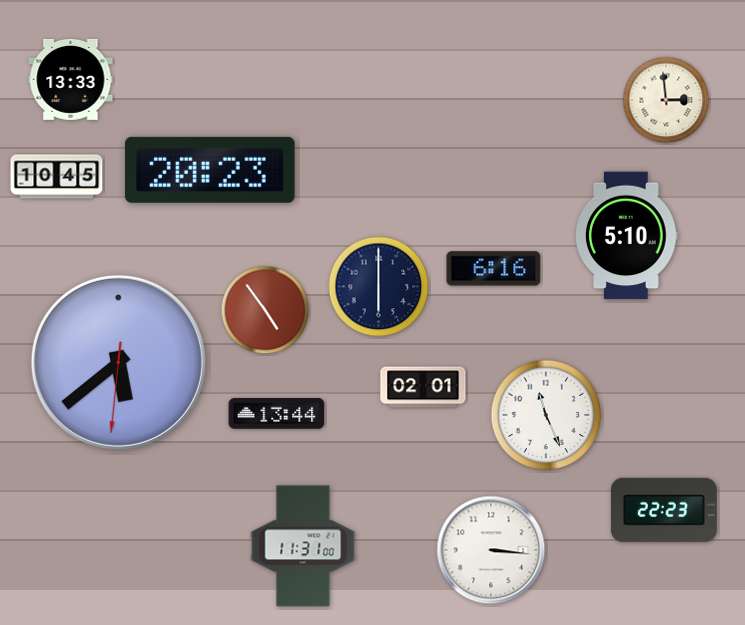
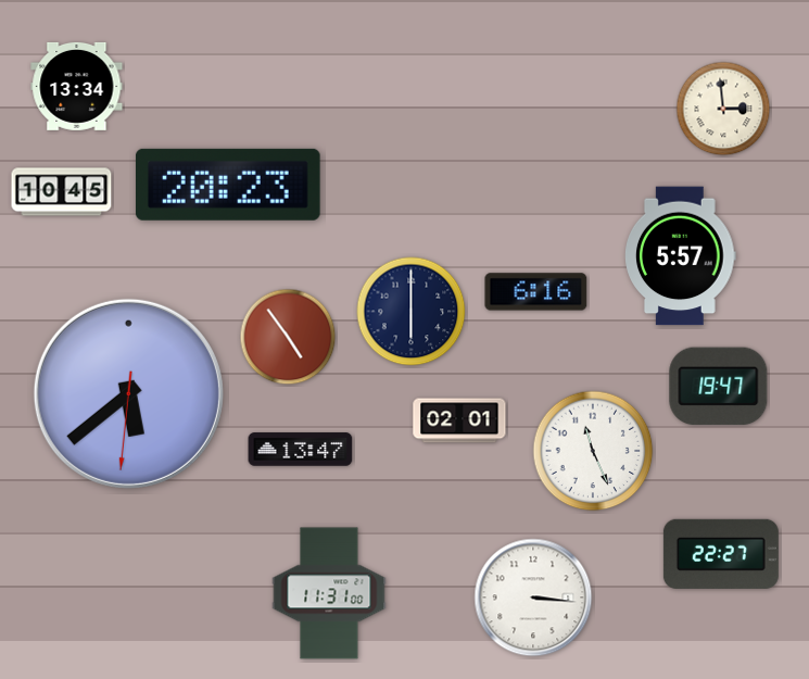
clock at (71, 79): 13:33 -> 13:34
clock at (627, 236): 5:10 -> 5:57
clock at (719, 387): none -> 19:47
clock at (277, 414): 13:44 -> 13:47
clock at (664, 510): 22:23 -> 22:27
